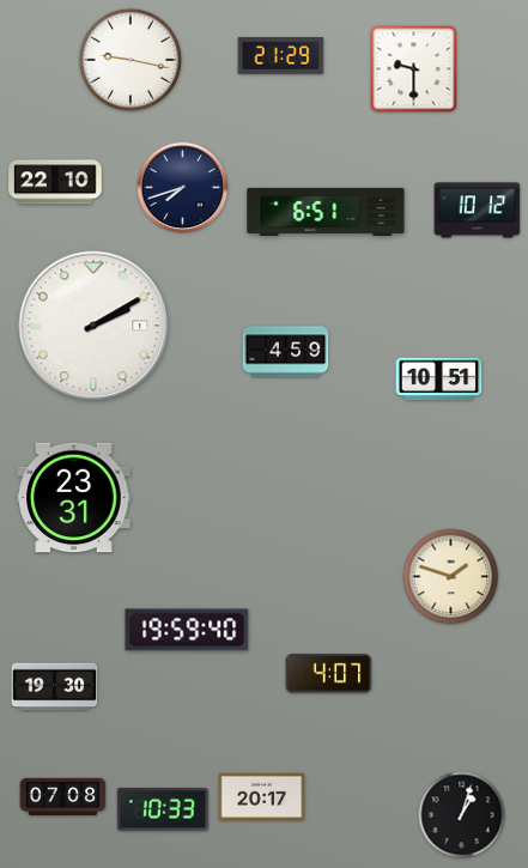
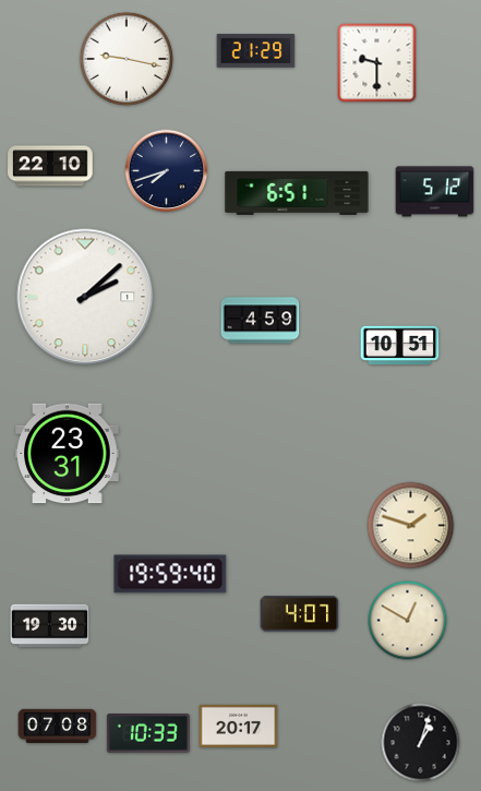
clock at (131, 59) position: (131, 59) -> (127, 58)
clock at (478, 211): 10:12 -> 5:12
clock at (93, 326): 2:10 -> 2:08
clock at (408, 621): none -> 12:50
clock at (163, 811) position: (163, 811) -> (148, 734)
